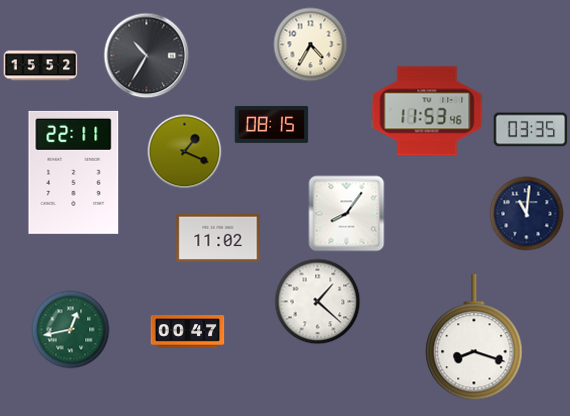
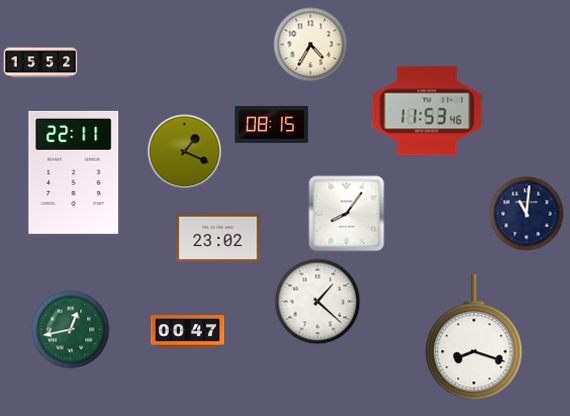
clock at (147, 56): 10:35 -> none
clock at (41, 66) position: (41, 66) -> (41, 63)
clock at (531, 130): 03:35 -> none
clock at (218, 238): 11:02 -> 23:02
